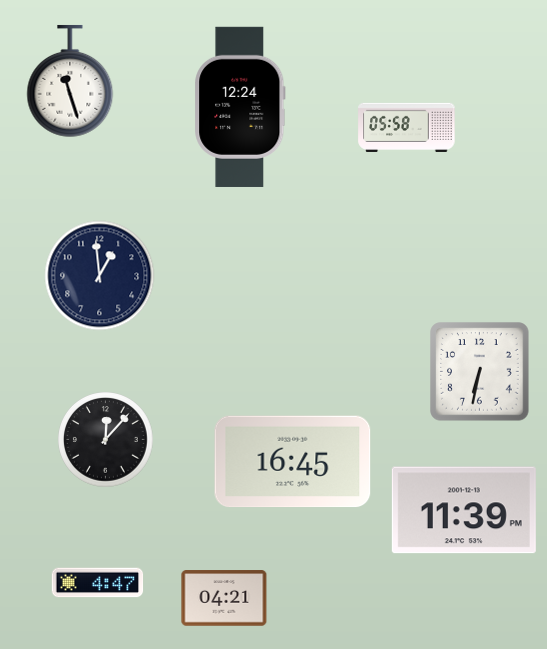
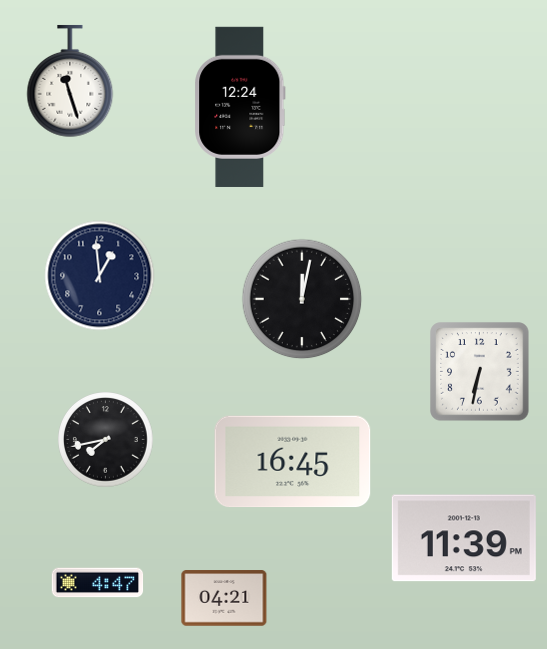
clock at (407, 127): 05:58 -> none
clock at (302, 299): none -> 12:02
clock at (106, 440): 12:07 -> 7:43
clock at (464, 510) position: (464, 510) -> (464, 538)
